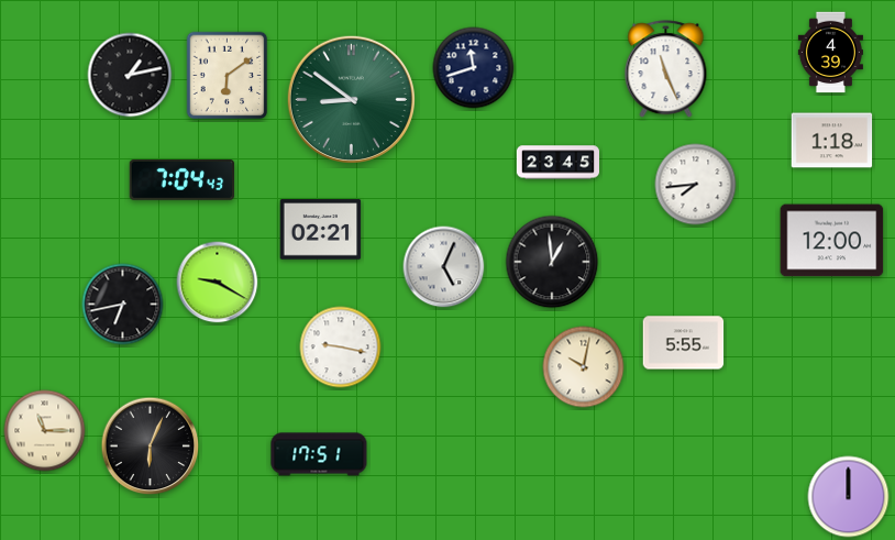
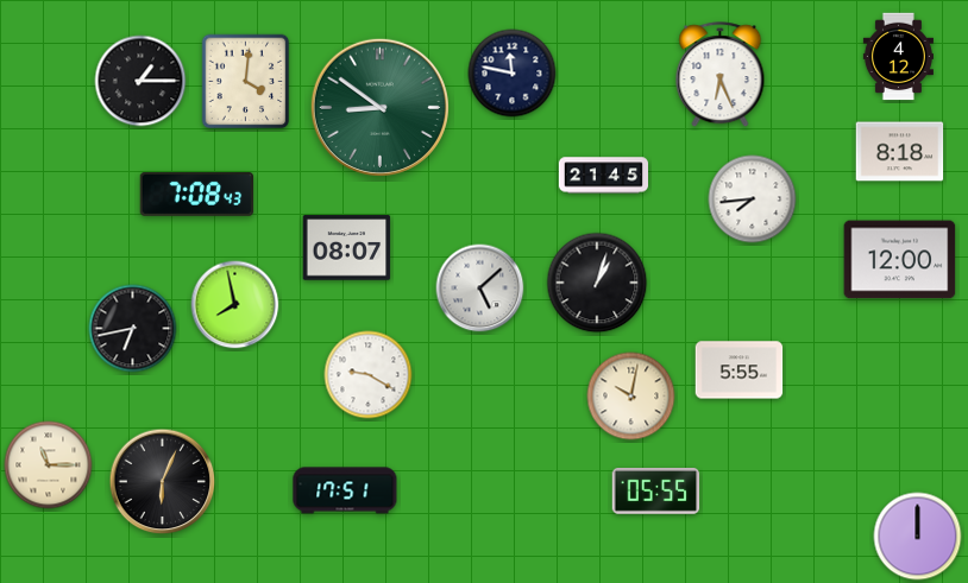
clock at (830, 53): 4:39 -> 4:12
clock at (474, 68): 11:42 -> 11:47
clock at (666, 69): 11:26 -> 6:26
clock at (130, 75): 1:13 -> 1:15
clock at (228, 76): 6:09 -> 4:01
clock at (832, 141): 1:18 -> 8:18
clock at (559, 163): 23:45 -> 21:45
clock at (183, 179): 7:04 -> 7:08
clock at (321, 230): 02:21 -> 08:07
clock at (552, 262): 12:59 -> 1:03
clock at (444, 267): 5:04 -> 5:08
clock at (218, 283): 9:20 -> 7:58
clock at (341, 348): 9:17 -> 9:20
clock at (656, 492): none -> 05:55
